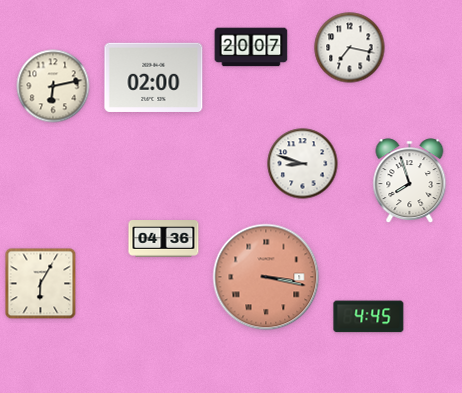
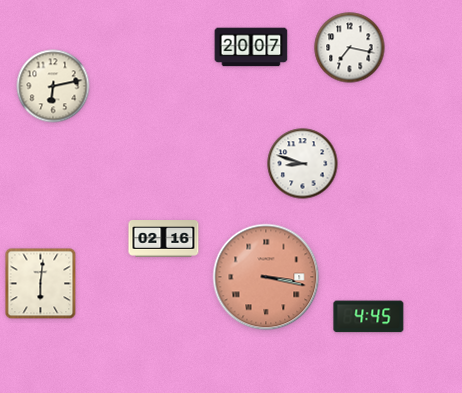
clock at (154, 77): 02:00 -> none
clock at (410, 181): 7:57 -> none
clock at (164, 239): 04:36 -> 02:16
clock at (41, 284): 6:05 -> 6:01
